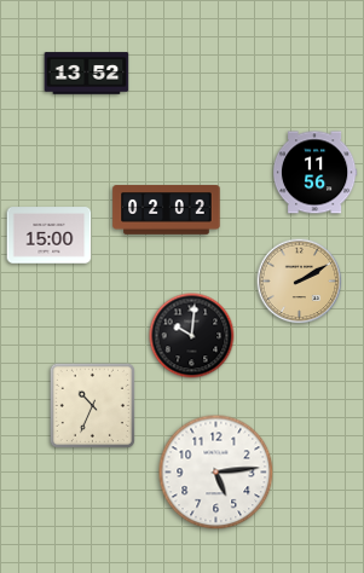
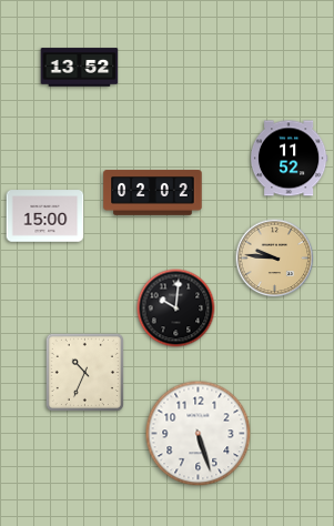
clock at (314, 173): 11:56 -> 11:52
clock at (300, 282): 2:10 -> 9:46
clock at (216, 473): 5:14 -> 5:27
